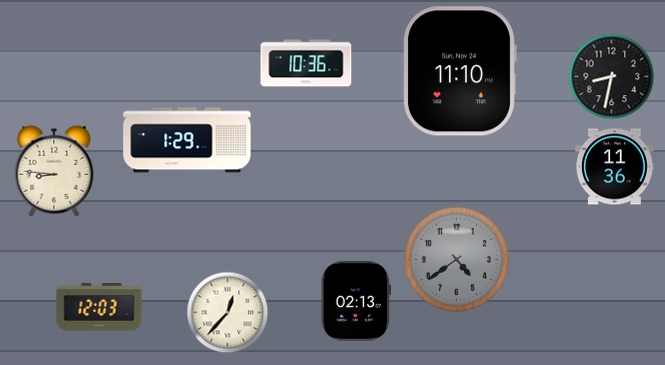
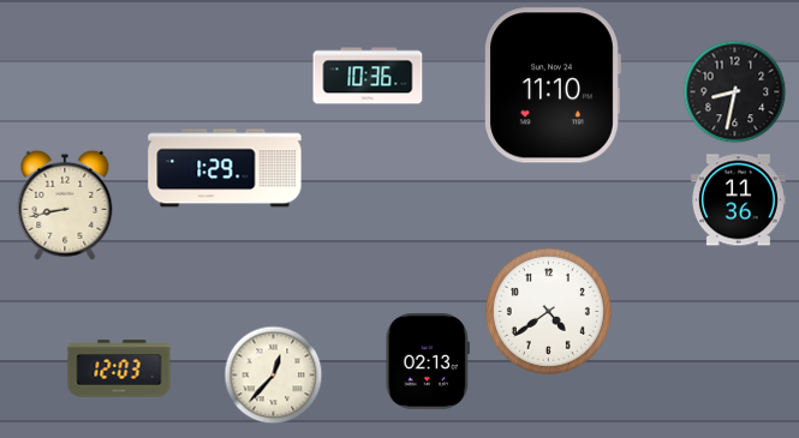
clock at (54, 171): 8:46 -> 8:43
clock at (456, 259) dial: grey -> white
